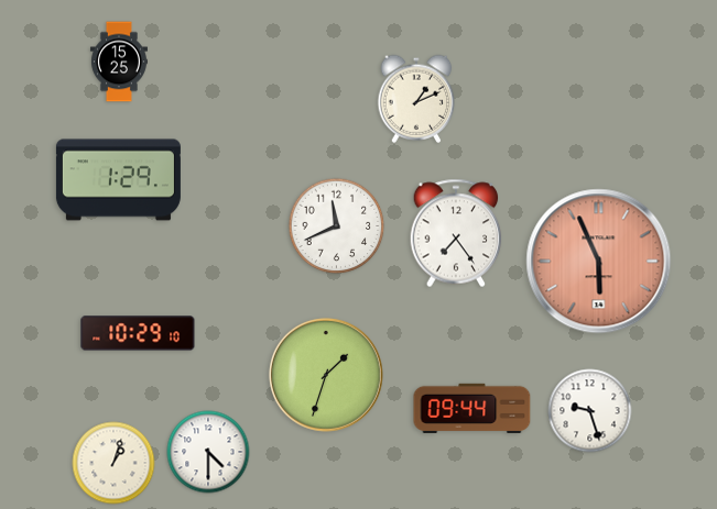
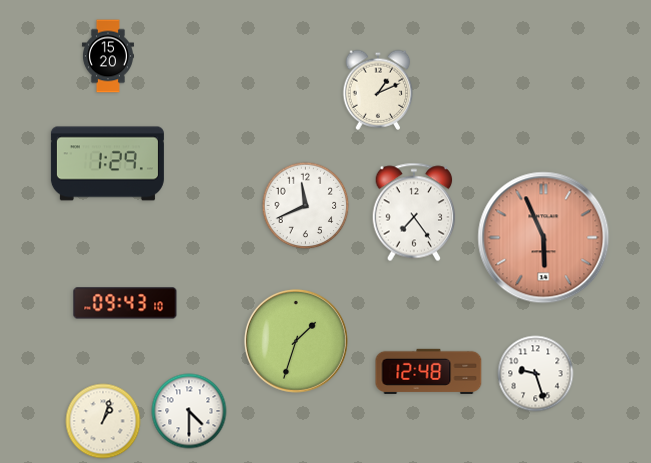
clock at (119, 62): 15:25 -> 15:20
clock at (138, 333): 10:29 -> 09:43
clock at (472, 408): 09:44 -> 12:48
